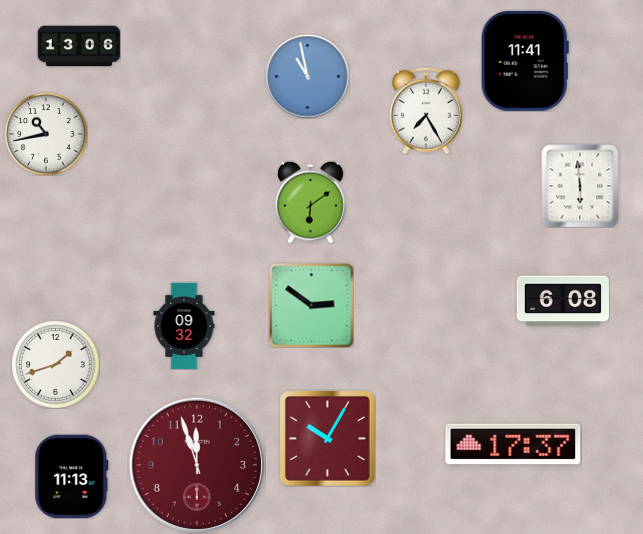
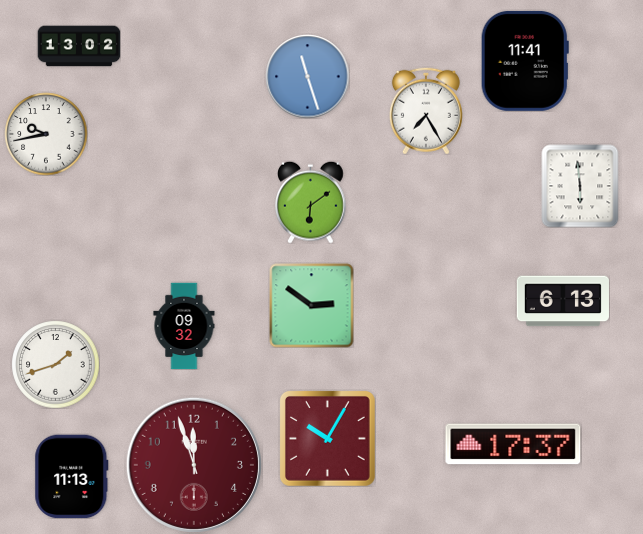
clock at (79, 46): 13:06 -> 13:02
clock at (307, 76): 10:58 -> 11:27
clock at (46, 134): 10:43 -> 9:43
clock at (563, 301): 6:08 -> 6:13
clock at (197, 465) position: (197, 465) -> (194, 465)
